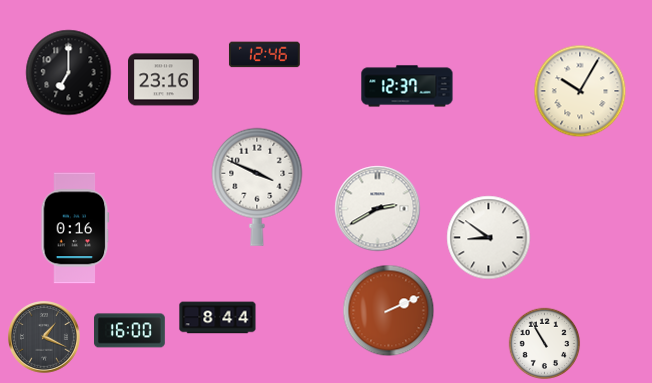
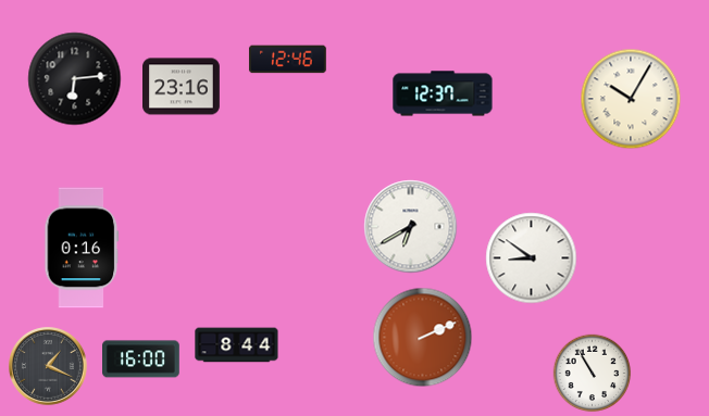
clock at (69, 73): 7:00 -> 6:14
clock at (164, 80) position: (164, 80) -> (182, 87)
clock at (257, 187): 3:49 -> none
clock at (378, 209): 2:40 -> 6:40
